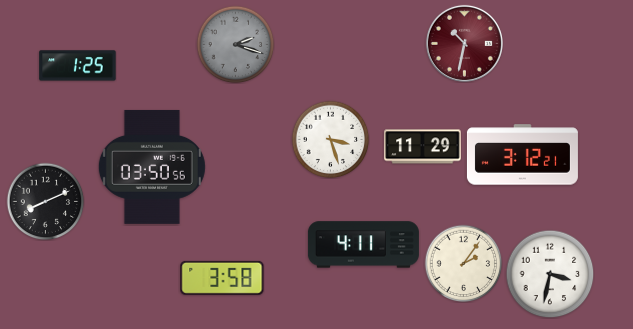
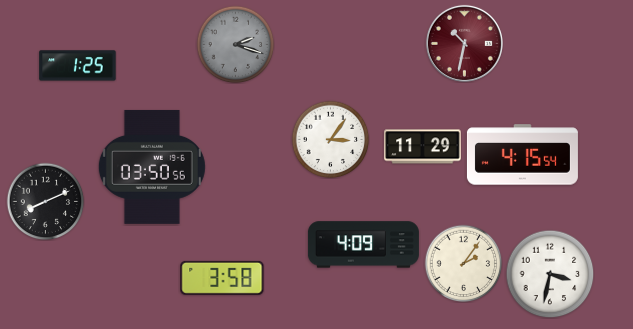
clock at (330, 139): 3:27 -> 3:06
clock at (522, 155): 3:12 -> 4:15
clock at (363, 245): 4:11 -> 4:09
